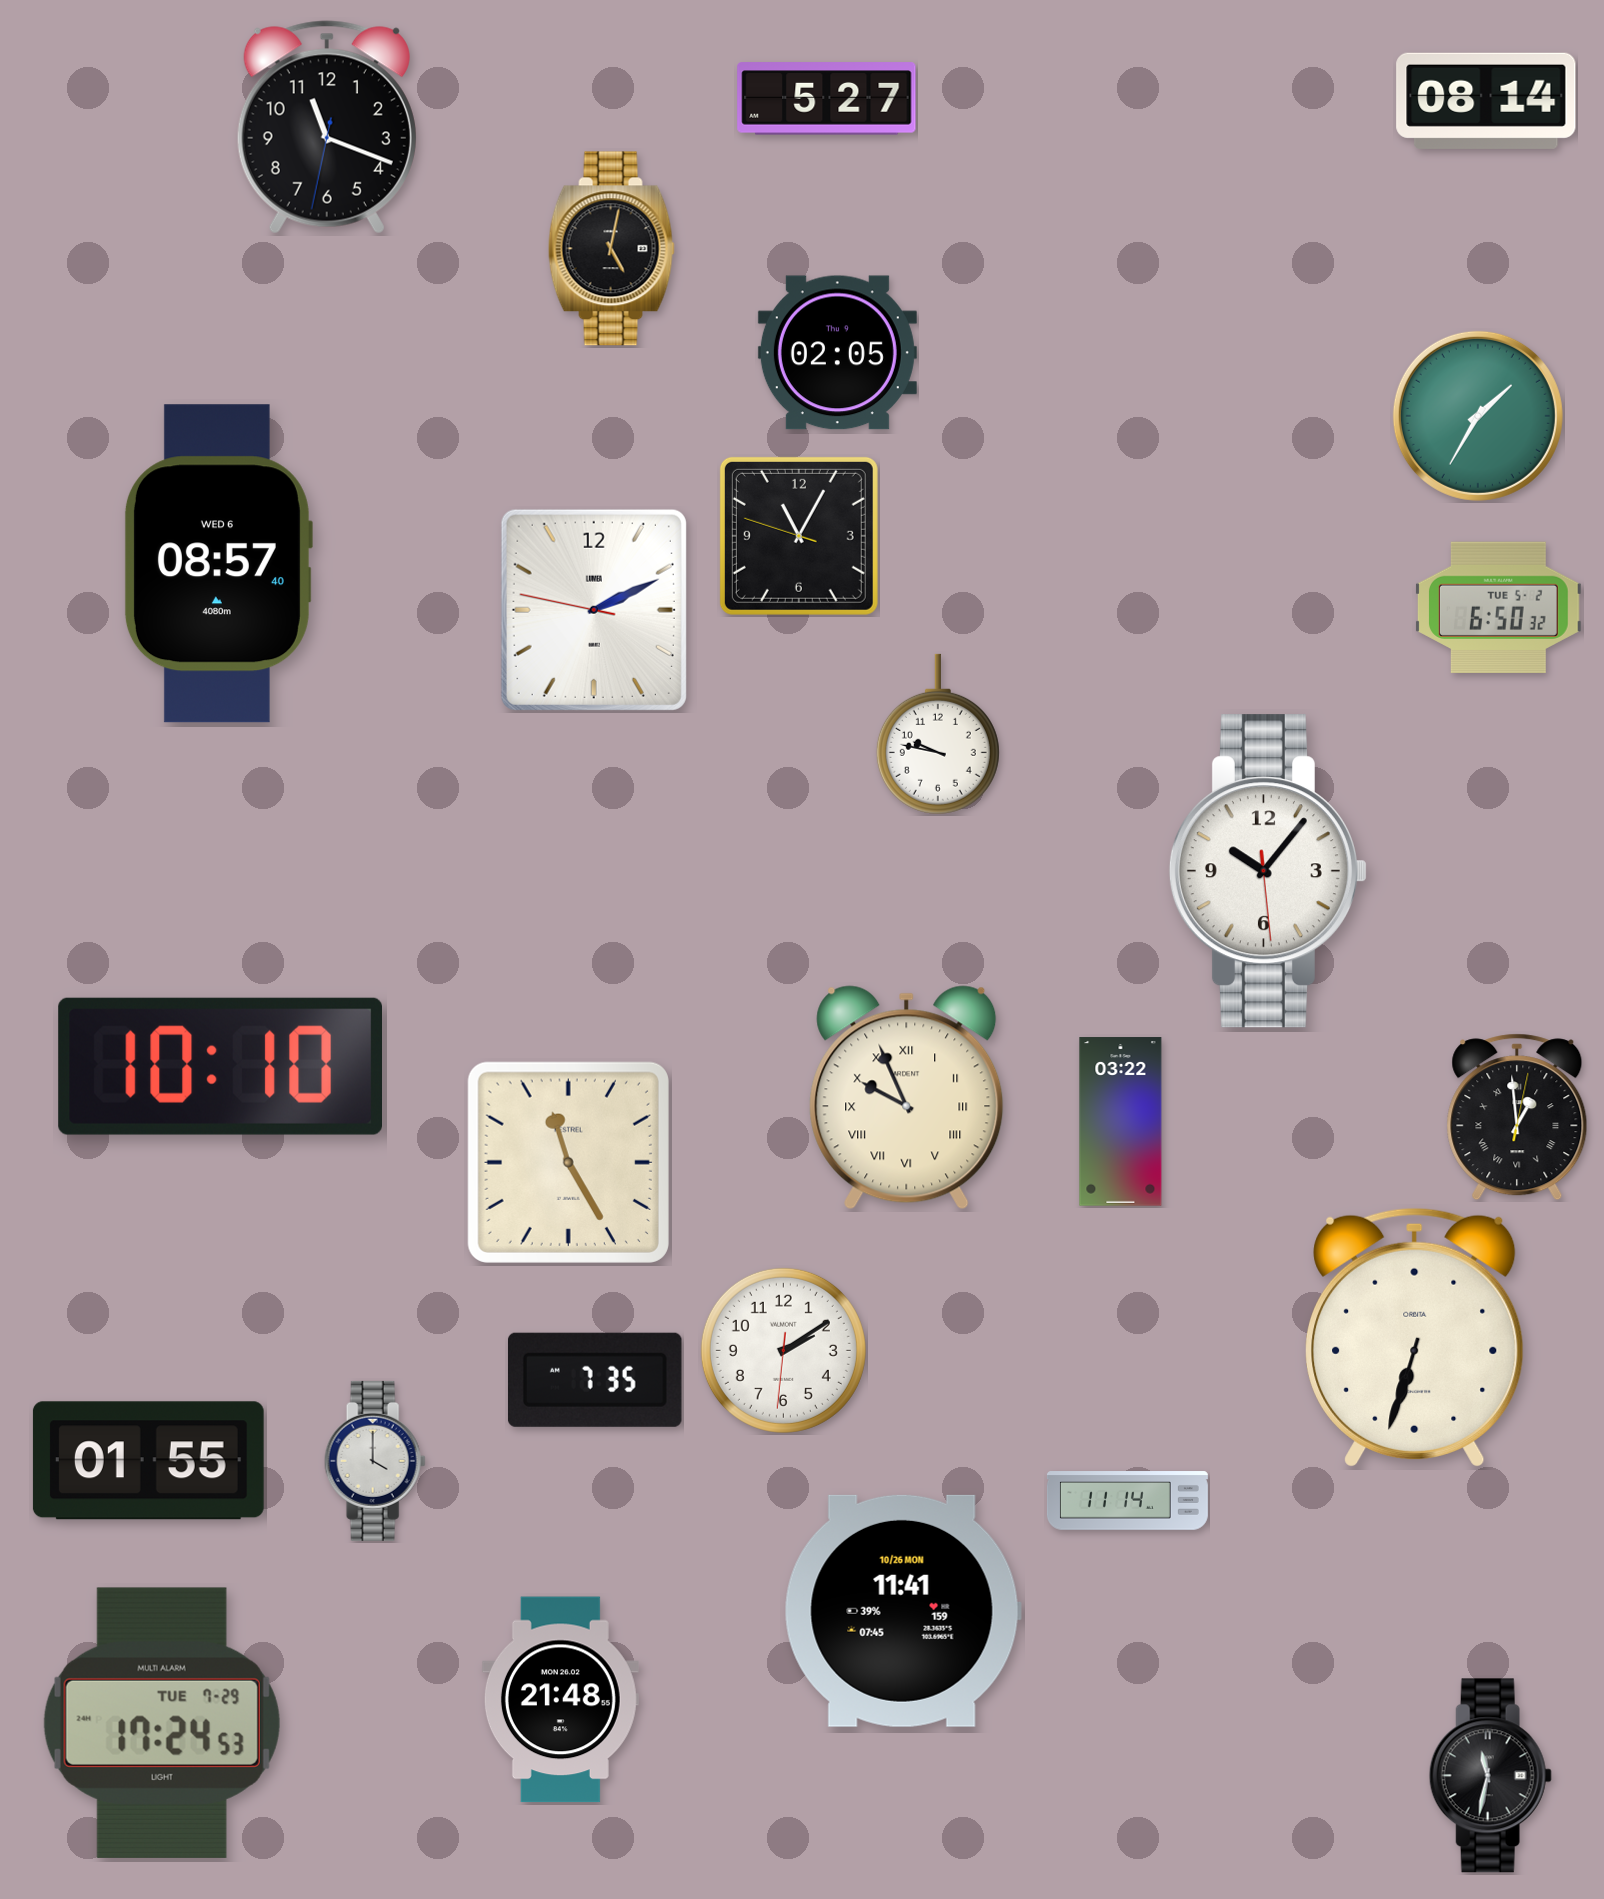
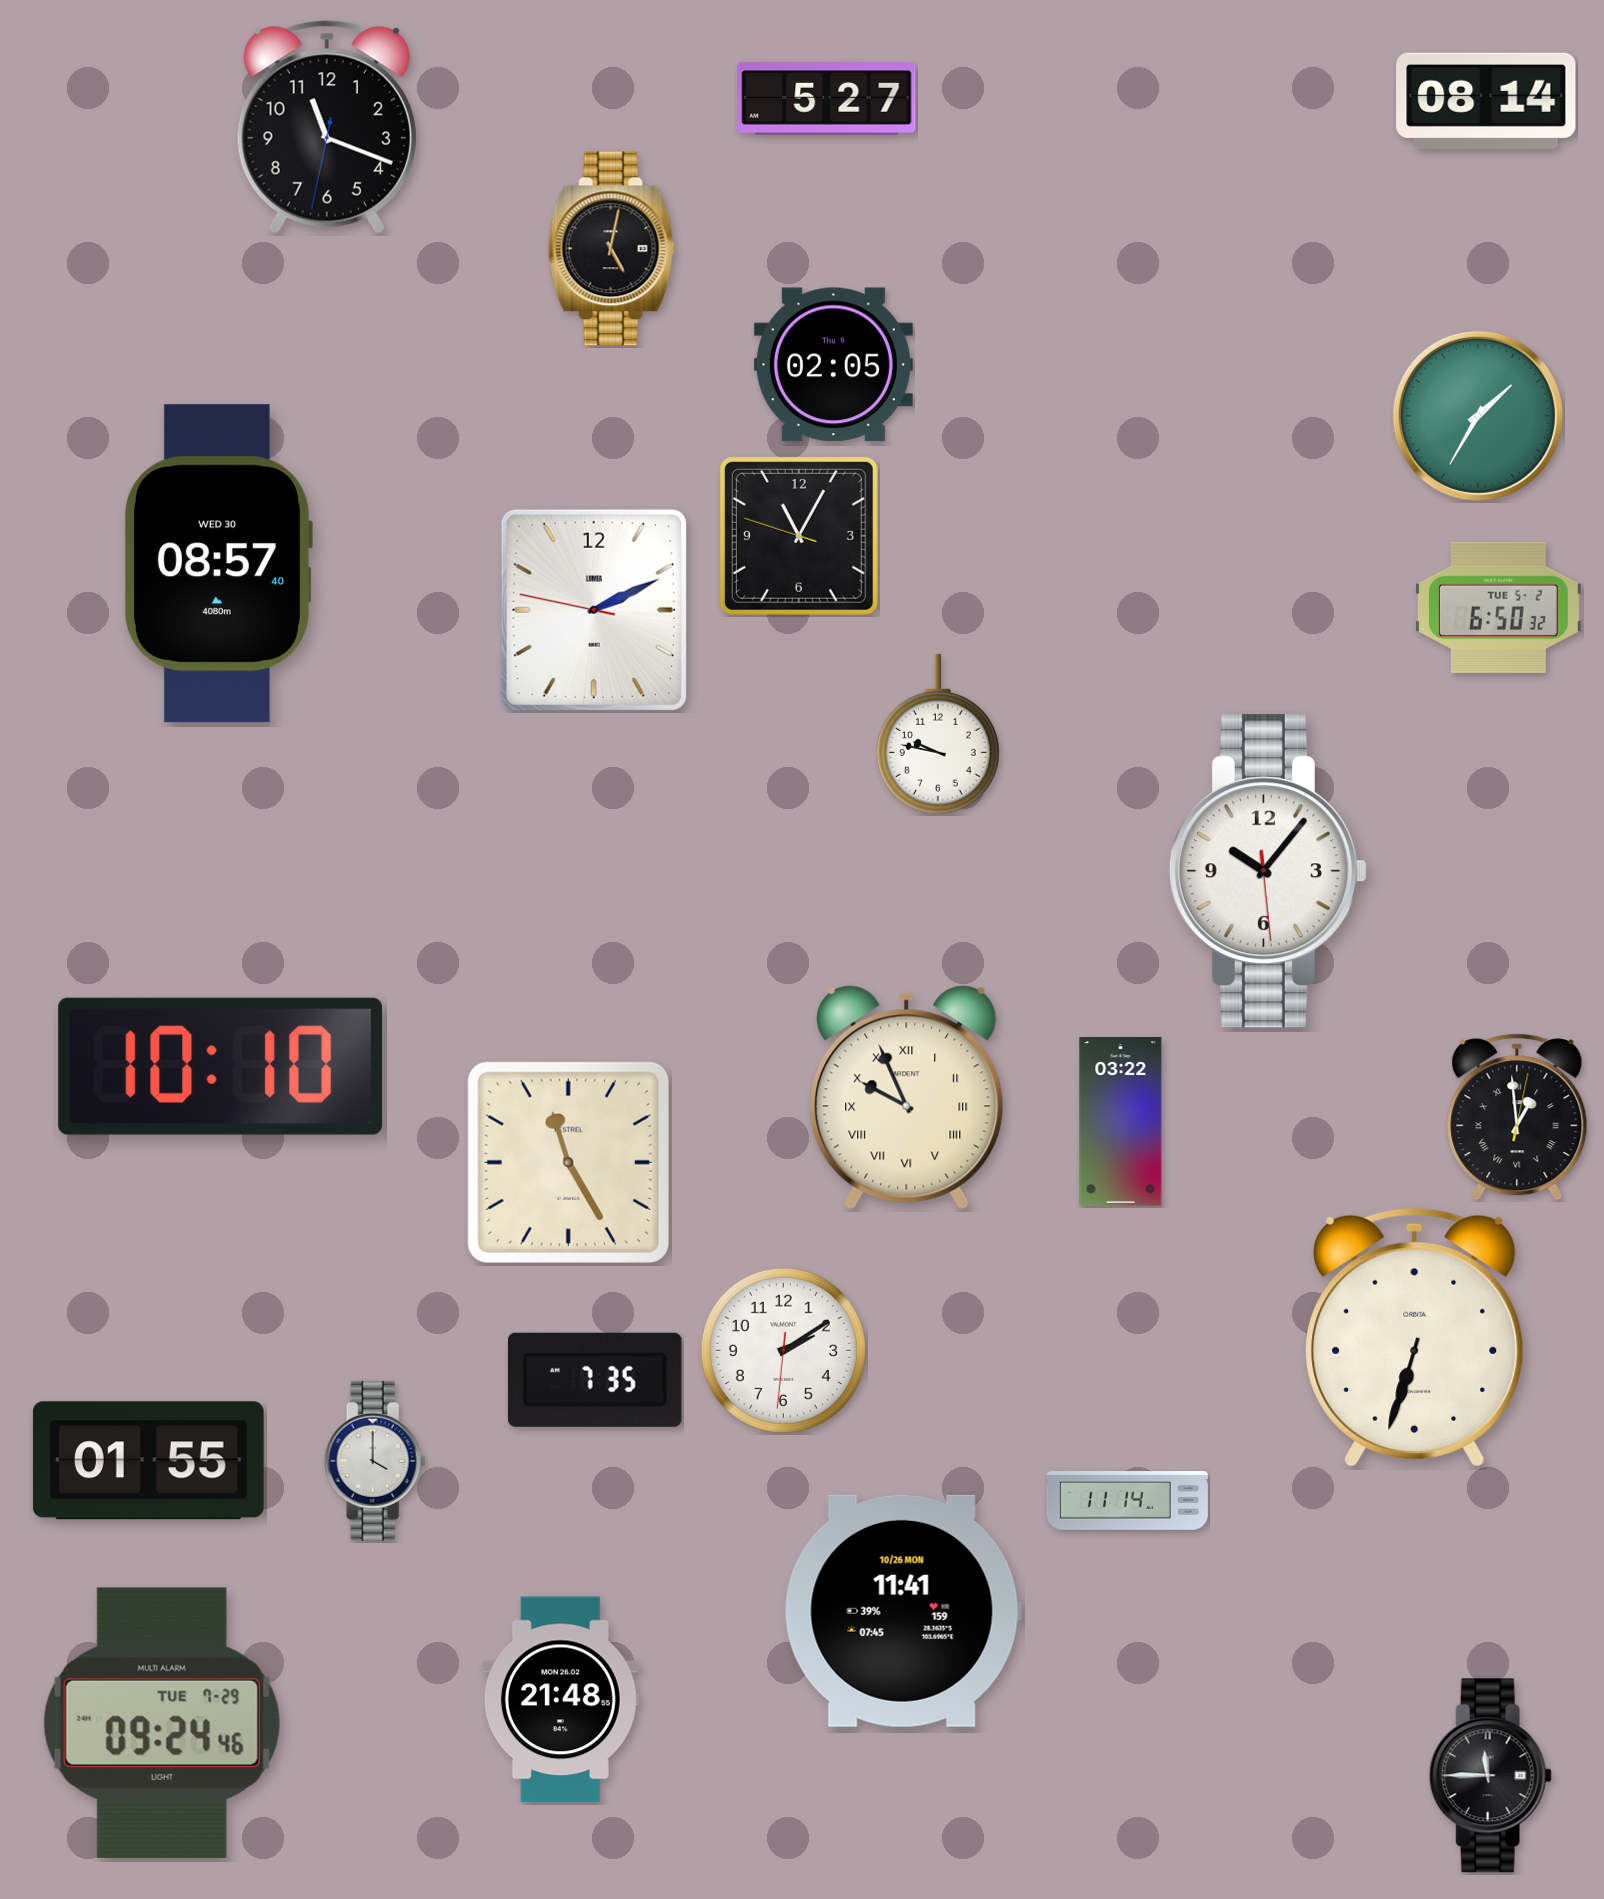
clock at (837, 353) position: (837, 353) -> (833, 365)
clock at (218, 564) date: WED 6 -> WED 30
clock at (162, 1723): 17:24 -> 09:24
clock at (1490, 1776): 11:32 -> 11:45
